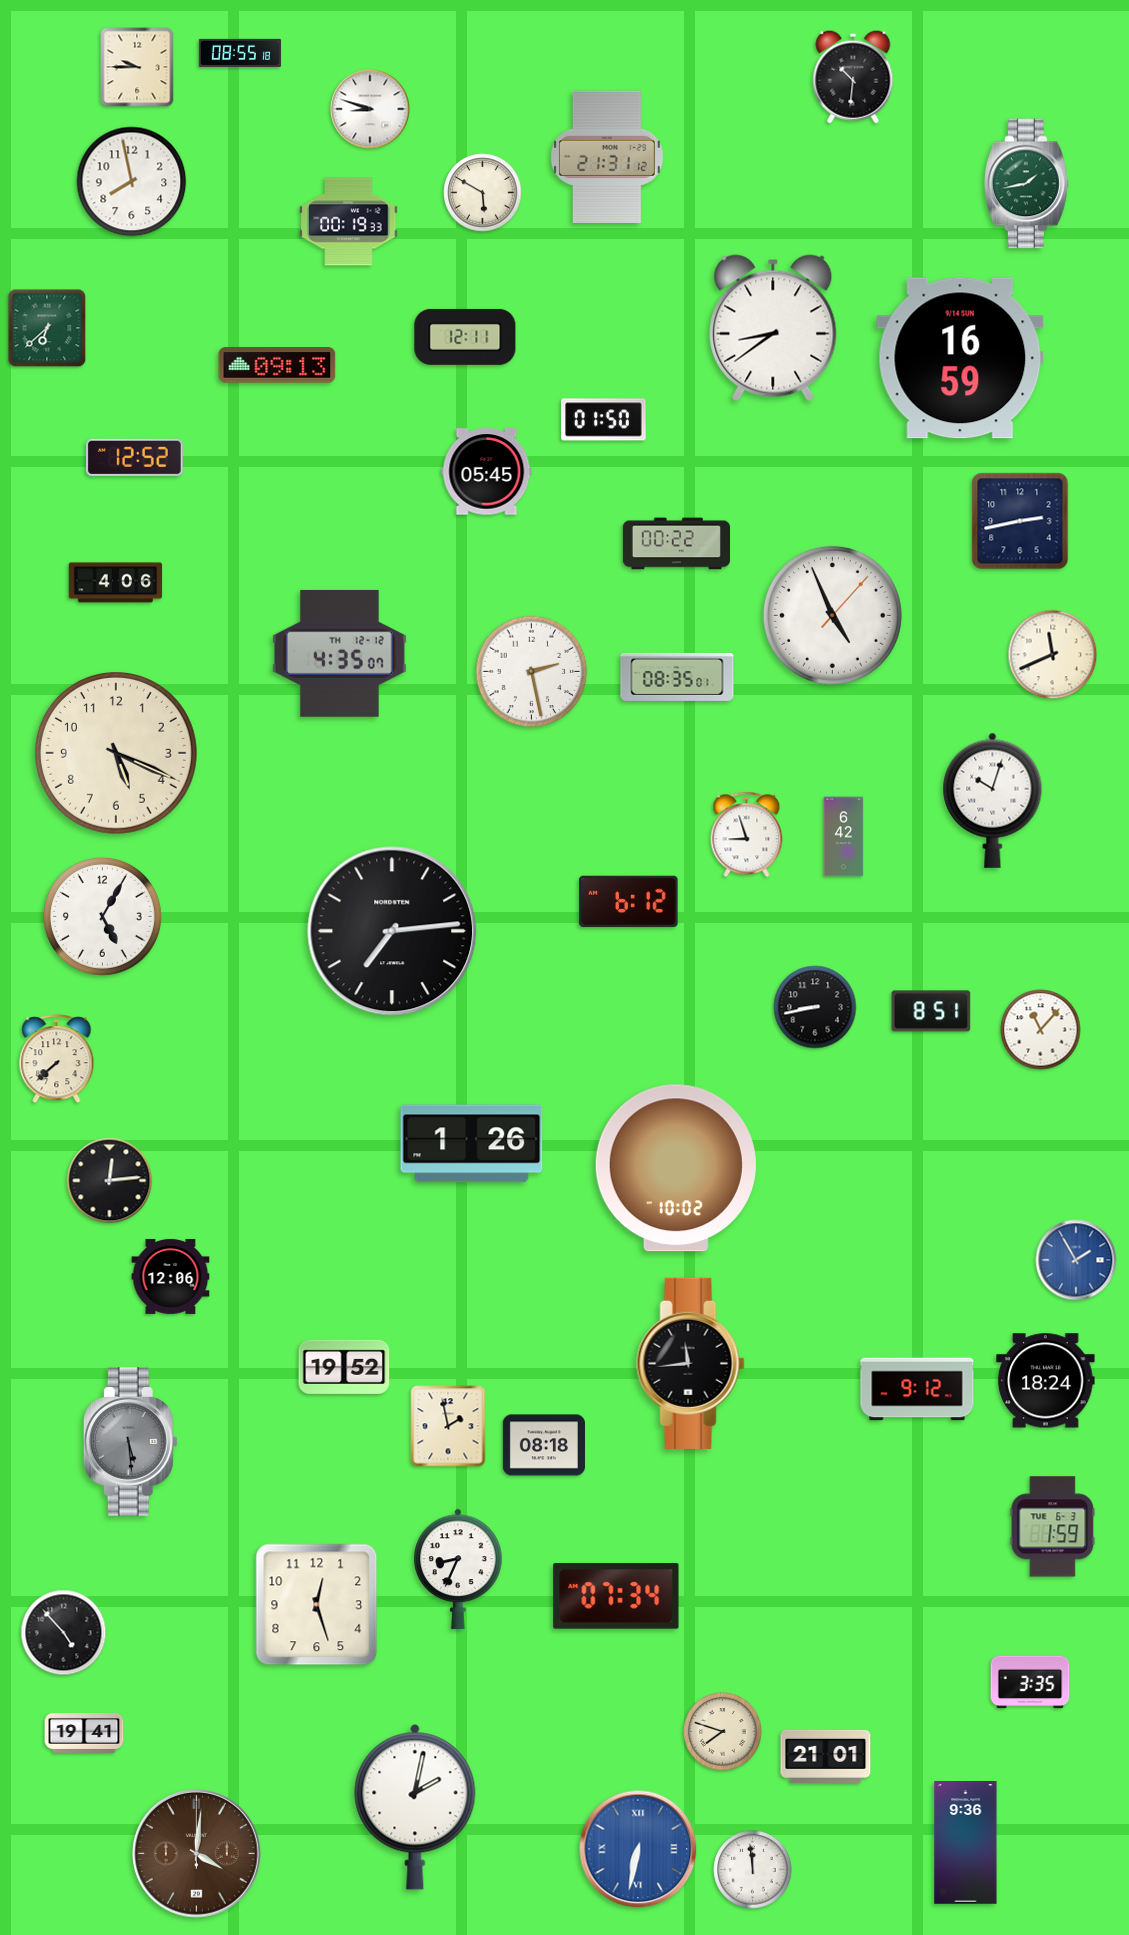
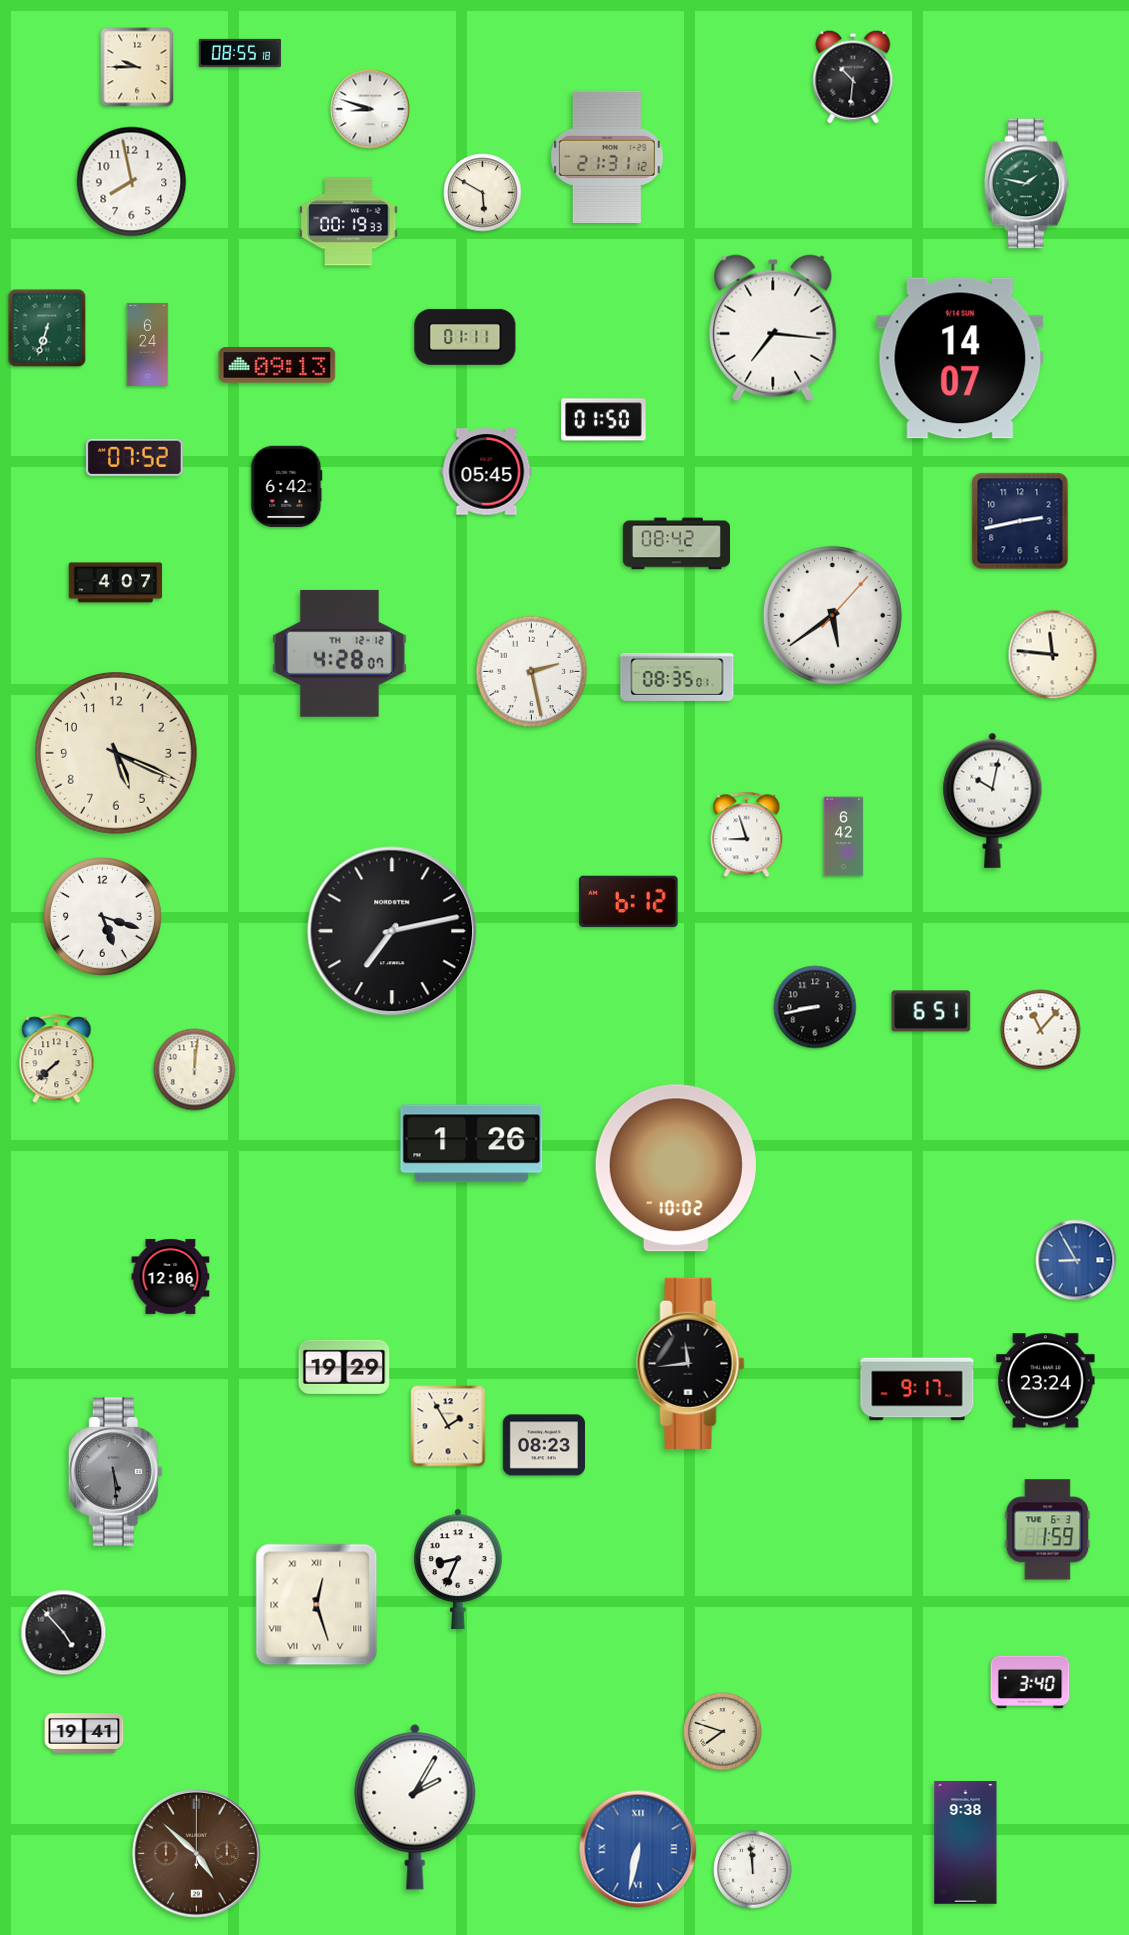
clock at (1027, 184): 1:43 -> 1:47
clock at (47, 328): 6:38 -> 6:33
clock at (773, 328): 8:39 -> 7:16
clock at (465, 337): 12:11 -> 01:11
clock at (148, 344): none -> 6:24
clock at (960, 358): 16:59 -> 14:07
clock at (134, 457): 12:52 -> 07:52
clock at (287, 486): none -> 6:42
clock at (676, 544): 00:22 -> 08:42
clock at (116, 583): 4:06 -> 4:07
clock at (832, 615): 4:56 -> 5:39
clock at (339, 653): 4:35 -> 4:28
clock at (1053, 655): 11:41 -> 11:46
clock at (993, 800): 10:03 -> 10:02
clock at (102, 916): 5:05 -> 5:18
clock at (392, 931): 7:14 -> 7:13
clock at (931, 1011): 8:51 -> 6:51
clock at (195, 1070): none -> 12:01
clock at (110, 1181): 12:14 -> none
clock at (1076, 1260): 1:55 -> 8:55
clock at (344, 1367): 19:52 -> 19:29
clock at (1046, 1381): 18:24 -> 23:24
clock at (917, 1389): 9:12 -> 9:17
clock at (448, 1426): 1:58 -> 1:55
clock at (130, 1442) position: (130, 1442) -> (115, 1472)
clock at (544, 1445): 08:18 -> 08:23
clock at (1053, 1527) position: (1053, 1527) -> (1048, 1530)
clock at (616, 1596): 07:34 -> none
clock at (317, 1605) numerals: Arabic -> Roman
clock at (1030, 1682): 3:35 -> 3:40
clock at (826, 1756): 21:01 -> none
clock at (415, 1807): 2:02 -> 2:05
clock at (966, 1843): 9:36 -> 9:38
clock at (197, 1854): 4:01 -> 4:52
